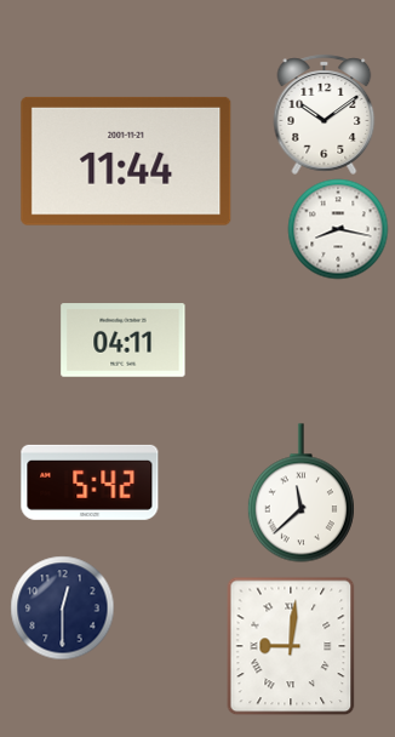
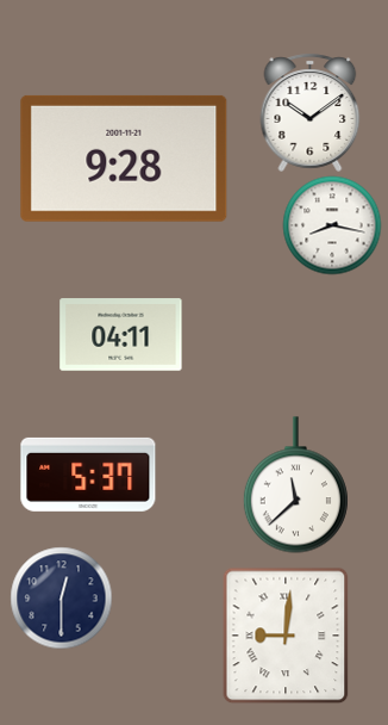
clock at (325, 114) position: (325, 114) -> (311, 112)
clock at (126, 161): 11:44 -> 9:28
clock at (90, 482): 5:42 -> 5:37
